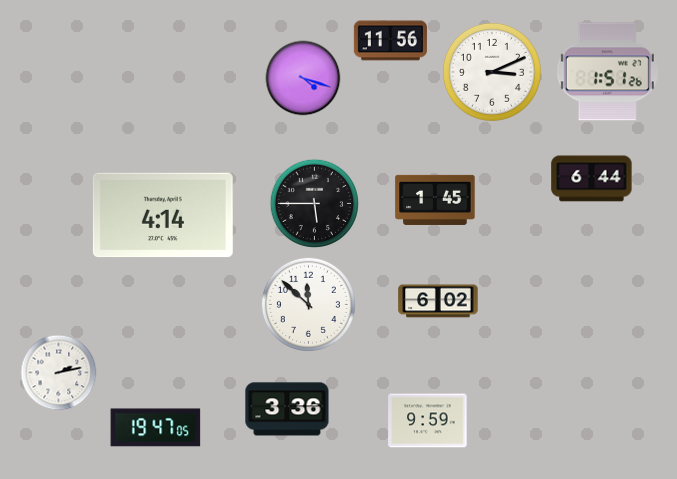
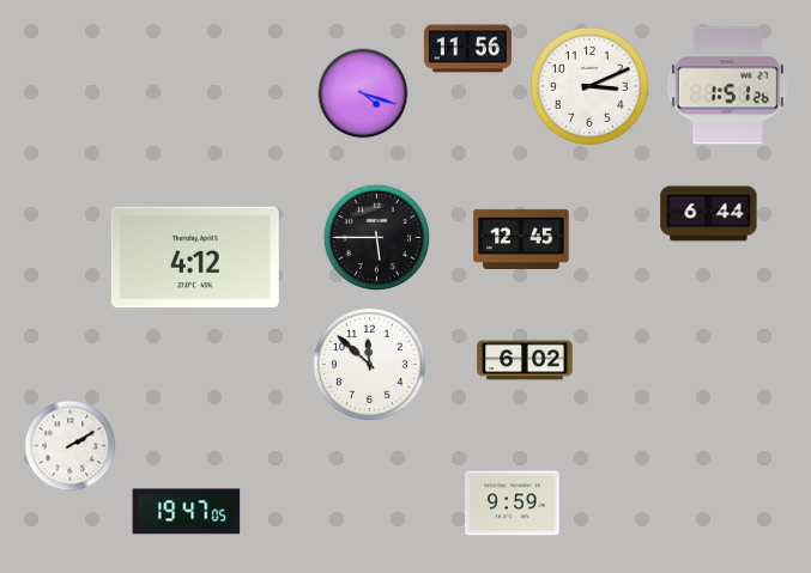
clock at (435, 200): 1:45 -> 12:45
clock at (314, 203) position: (314, 203) -> (376, 237)
clock at (163, 215): 4:14 -> 4:12
clock at (59, 373): 2:13 -> 2:10
clock at (287, 409): 3:36 -> none
